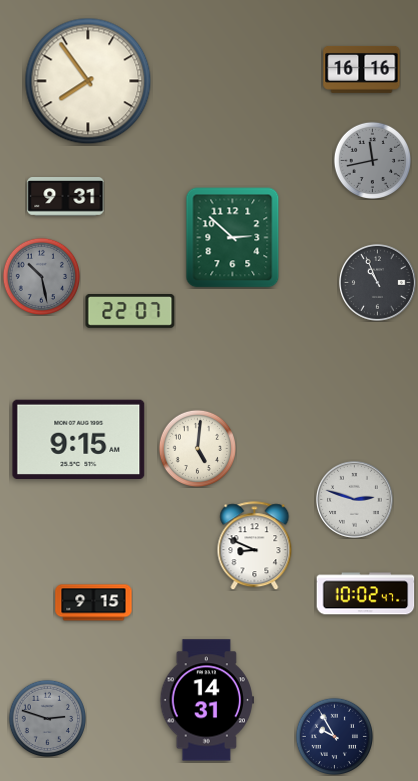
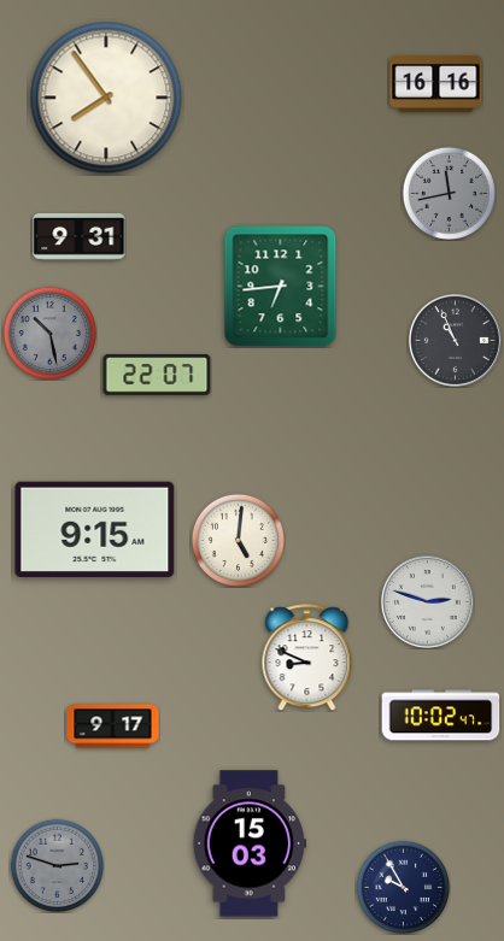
clock at (233, 238): 2:52 -> 6:44
clock at (94, 603): 9:15 -> 9:17
clock at (206, 700): 14:31 -> 15:03
